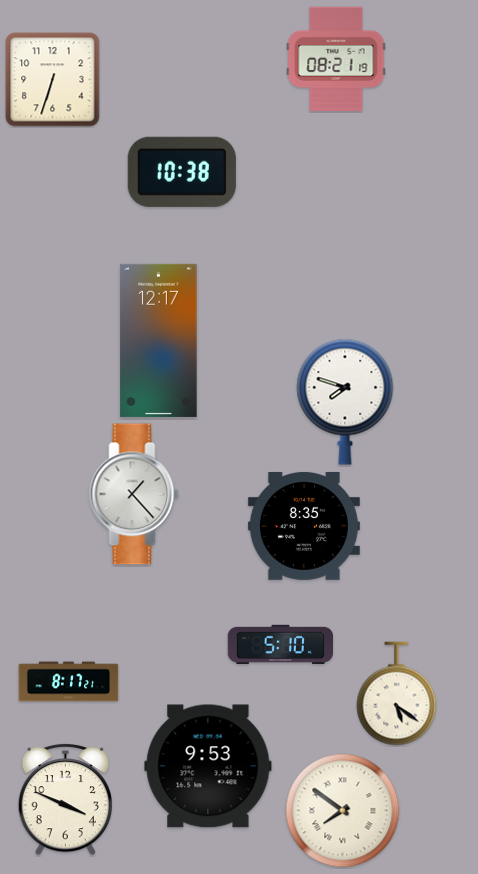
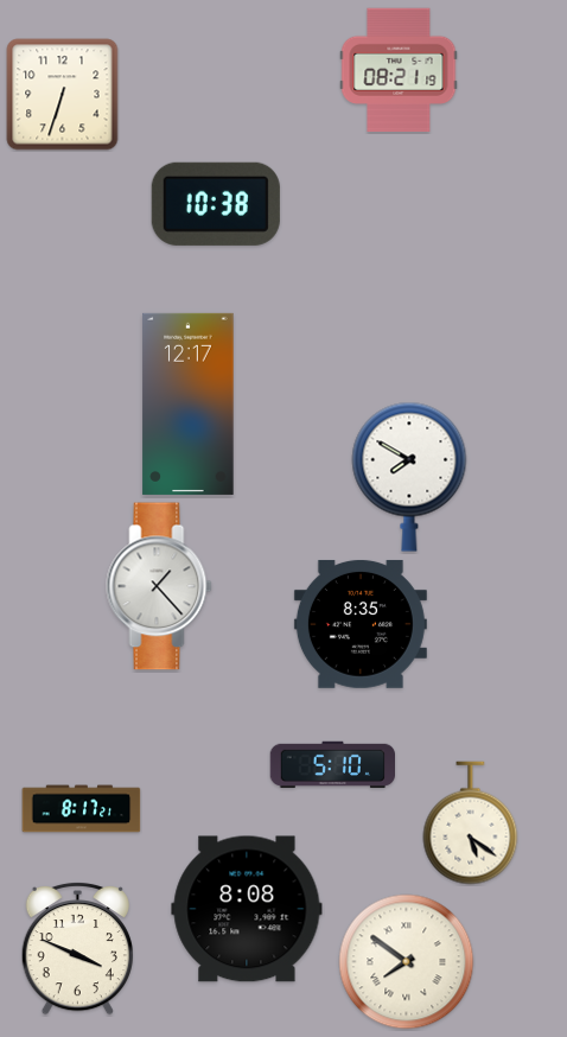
clock at (345, 402): 7:48 -> 7:50
clock at (208, 766): 9:53 -> 8:08
